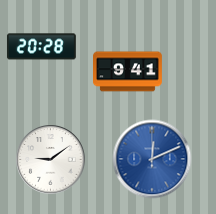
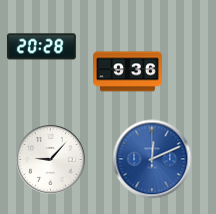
clock at (128, 72): 9:41 -> 9:36
clock at (51, 160): 9:09 -> 9:07
